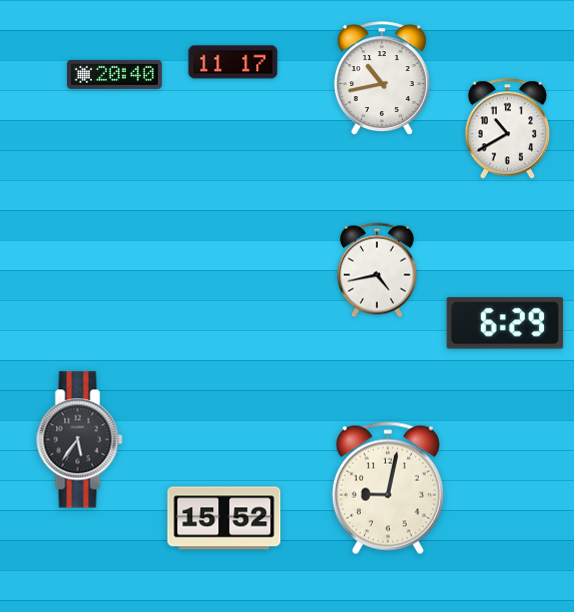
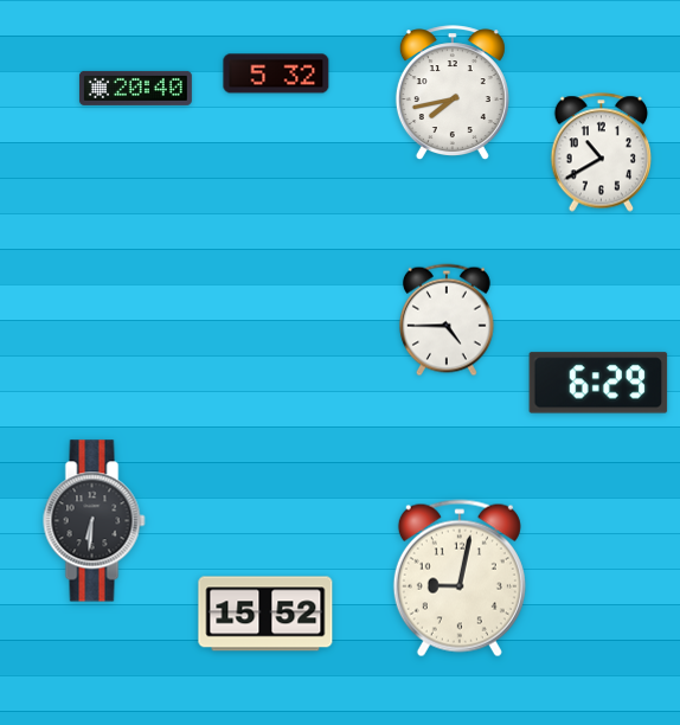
clock at (233, 62): 11:17 -> 5:32
clock at (382, 79): 10:43 -> 7:43
clock at (377, 270): 4:43 -> 4:45
clock at (80, 440): 5:36 -> 6:31
